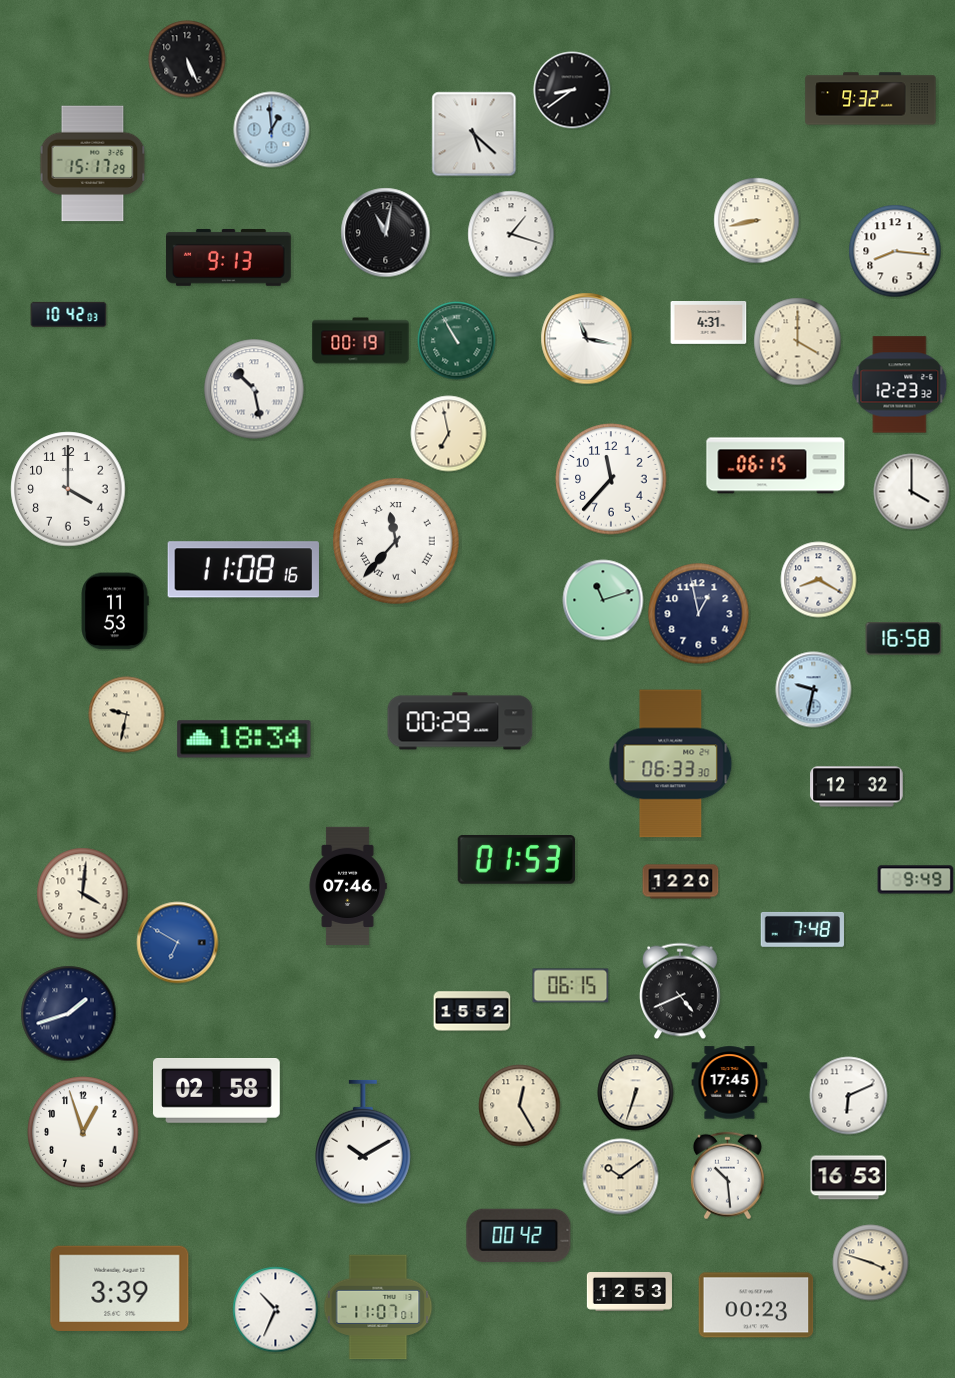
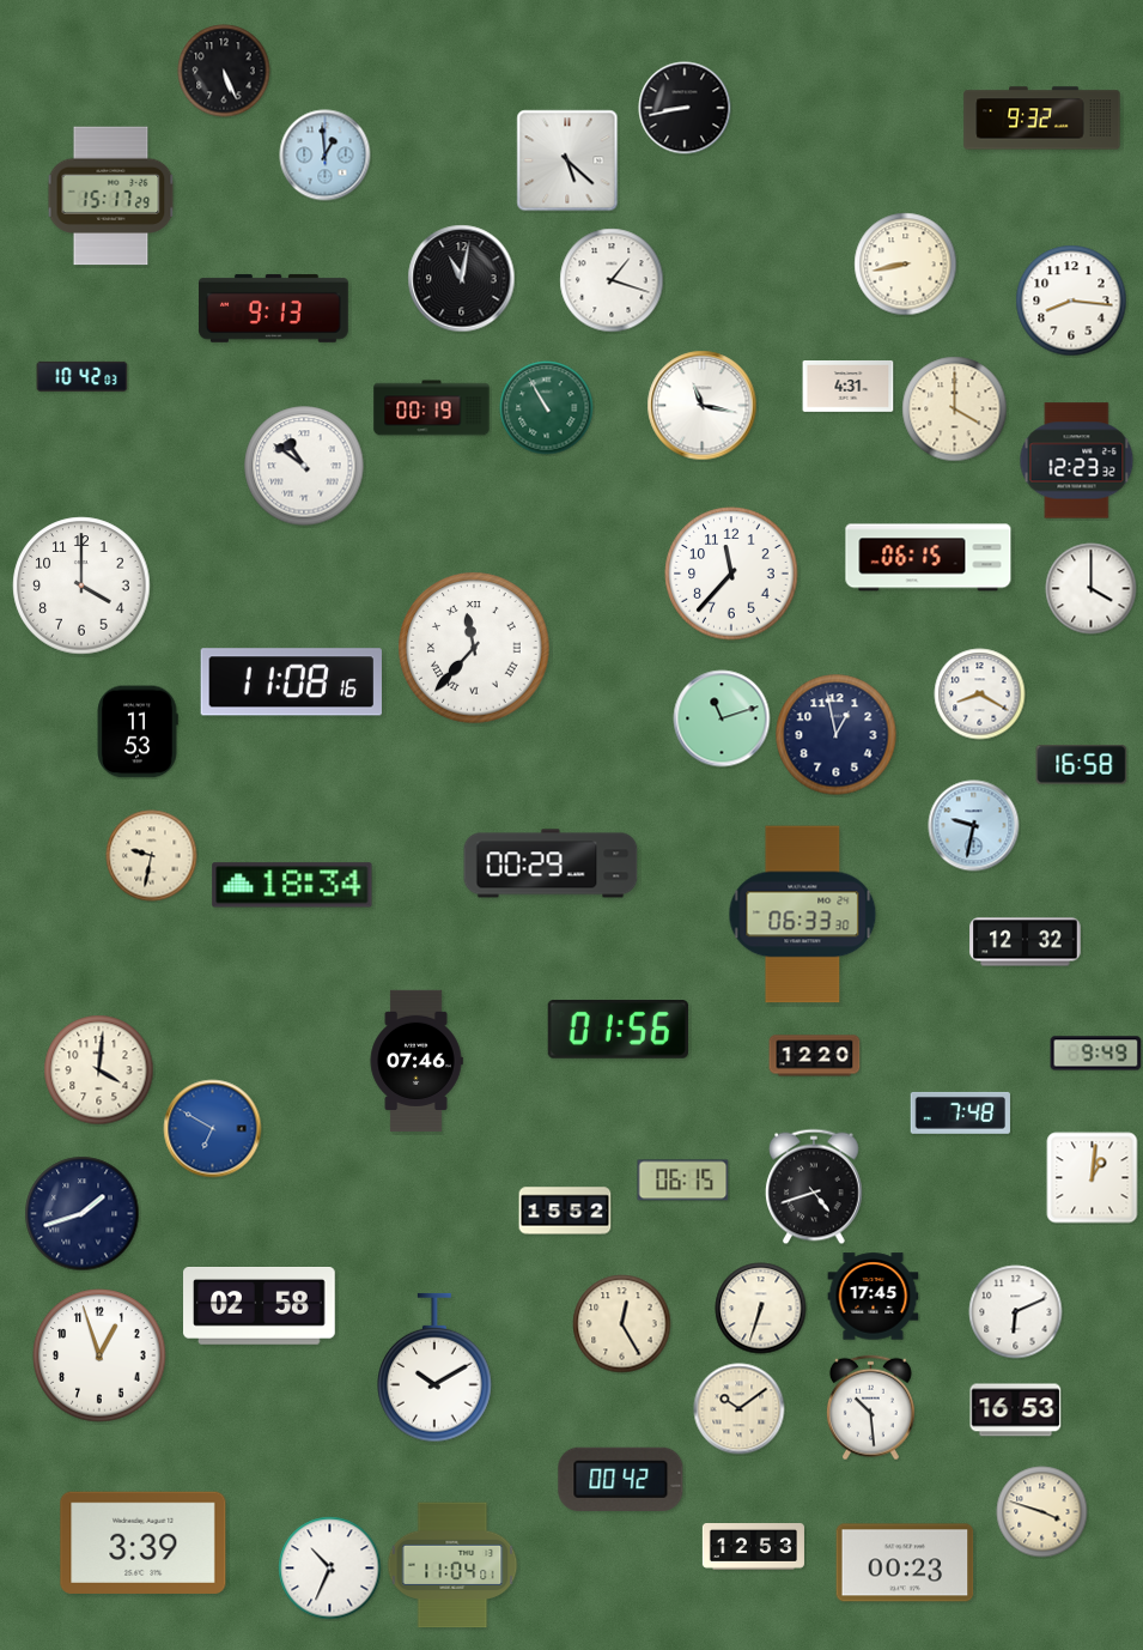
clock at (572, 90): 8:39 -> 8:43
clock at (254, 389): 10:28 -> 10:51
clock at (449, 434): 6:58 -> none
clock at (516, 860): 01:53 -> 01:56
clock at (1093, 1178): none -> 1:01
clock at (681, 991): 4:41 -> 4:42
clock at (621, 1177) position: (621, 1177) -> (740, 1409)
clock at (378, 1307): 11:07 -> 11:04
